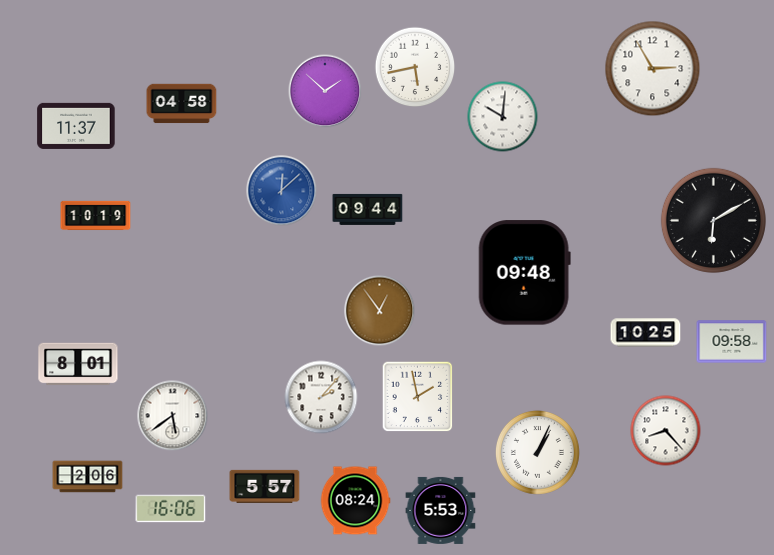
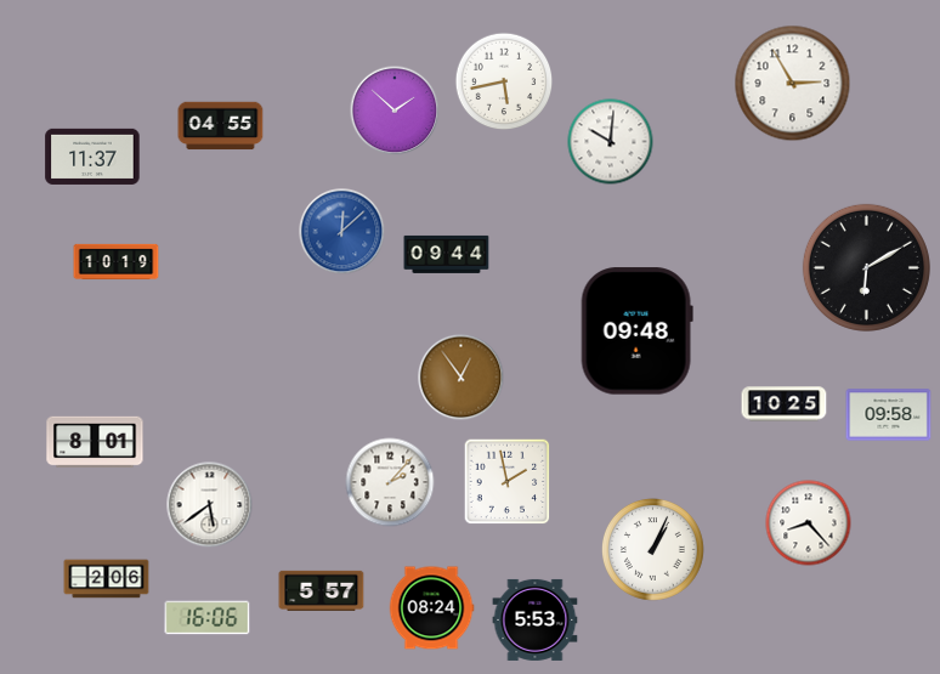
clock at (182, 104): 04:58 -> 04:55
clock at (76, 126) position: (76, 126) -> (92, 157)
